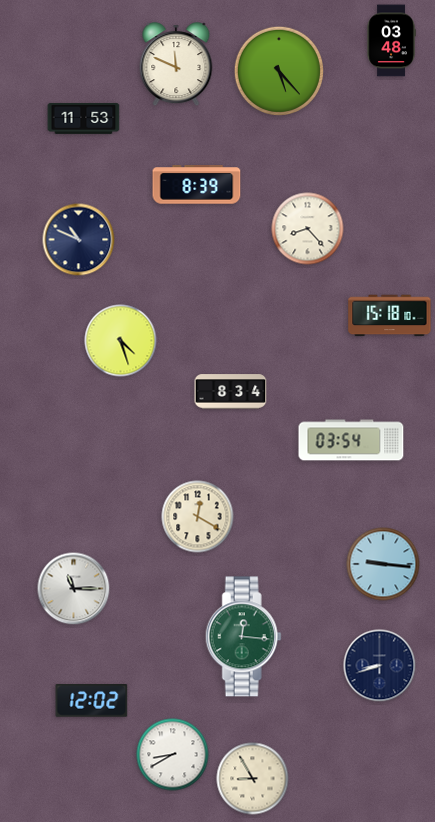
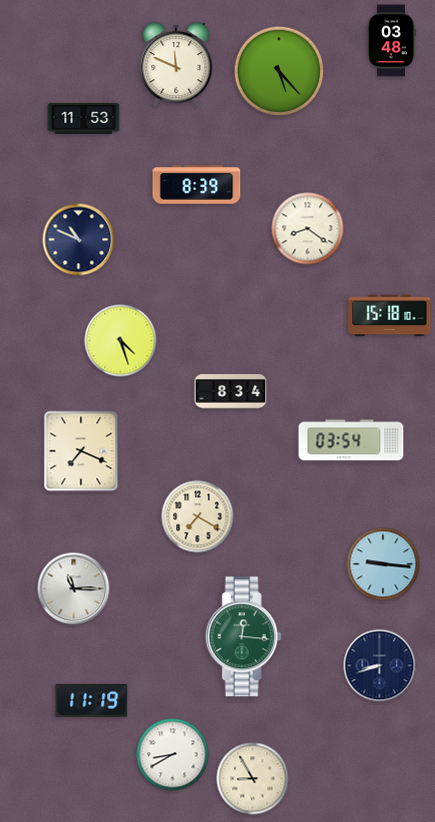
clock at (308, 229): 8:23 -> 8:21
clock at (81, 451): none -> 7:19
clock at (198, 517): 12:20 -> 7:20
clock at (92, 701): 12:02 -> 11:19
